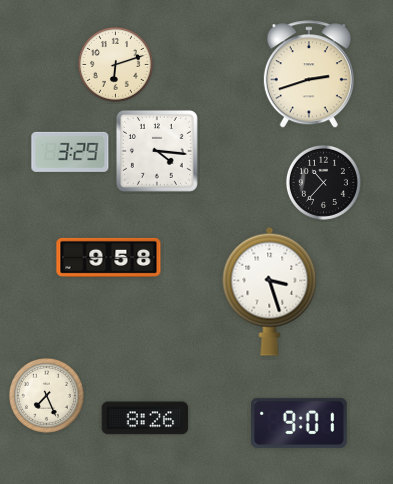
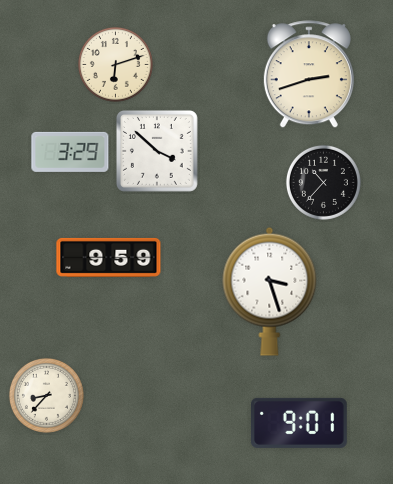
clock at (157, 151): 4:16 -> 3:52
clock at (109, 257): 9:58 -> 9:59
clock at (46, 395): 7:26 -> 8:37
clock at (145, 418): 8:26 -> none
